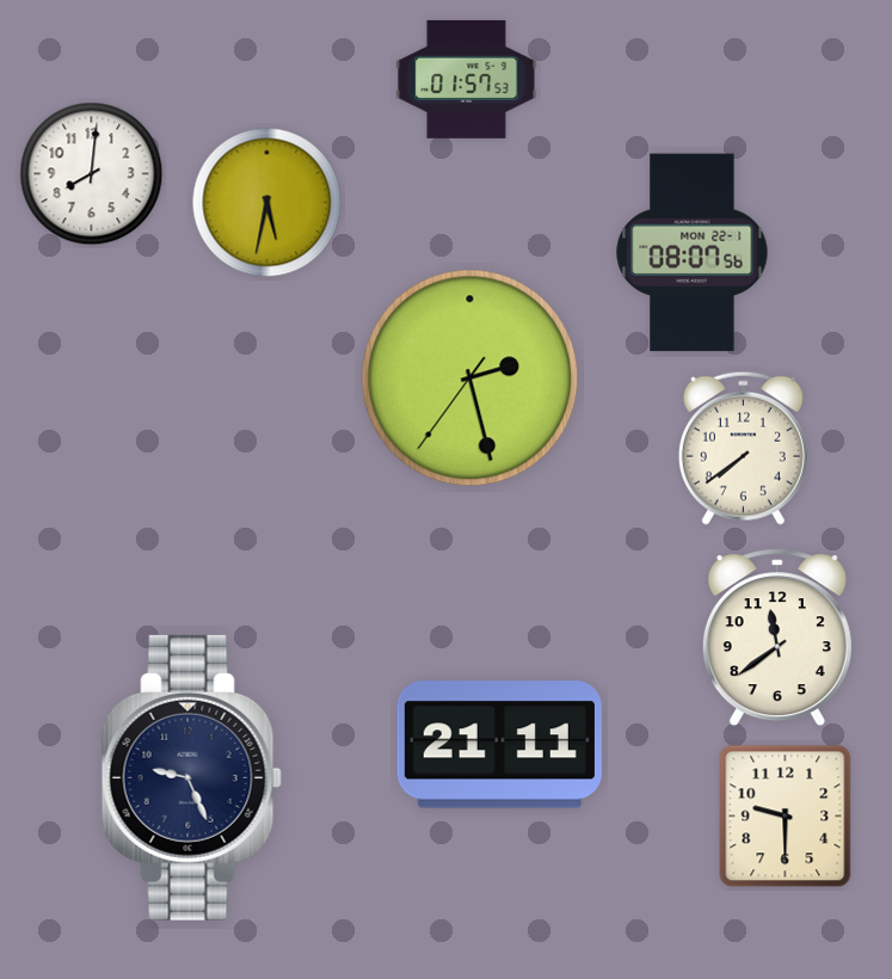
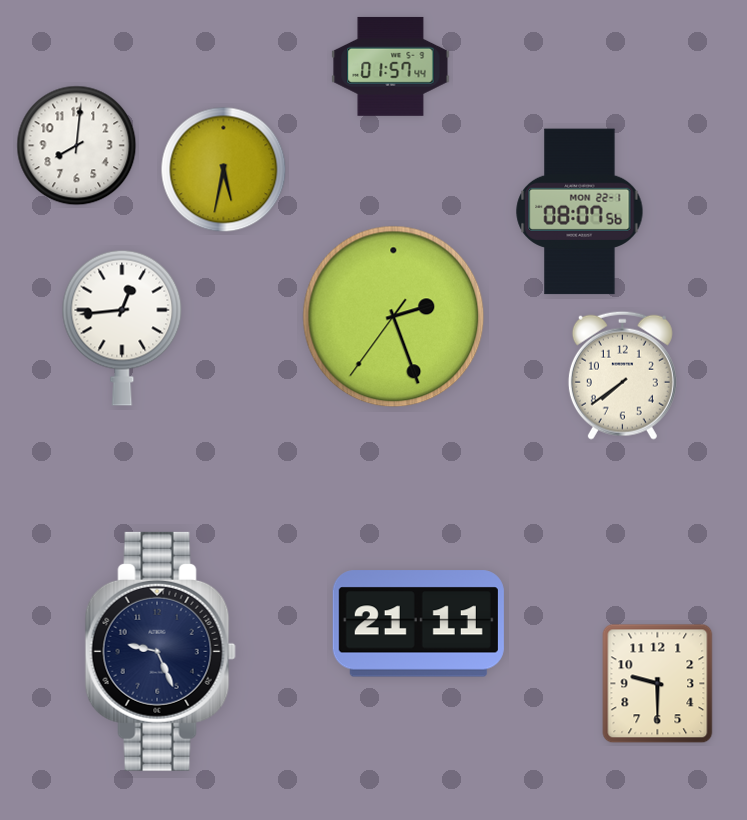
clock at (467, 79): 01:57:53 -> 01:57:44
clock at (470, 378): 2:27 -> 2:26
clock at (122, 328): none -> 12:44
clock at (777, 638): 11:39 -> none
